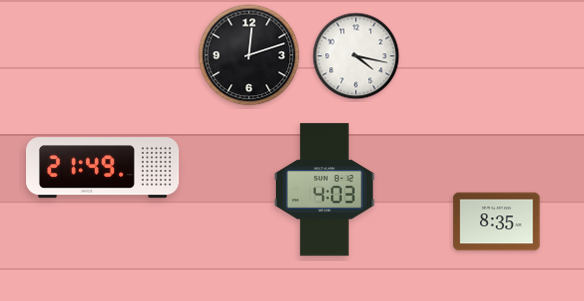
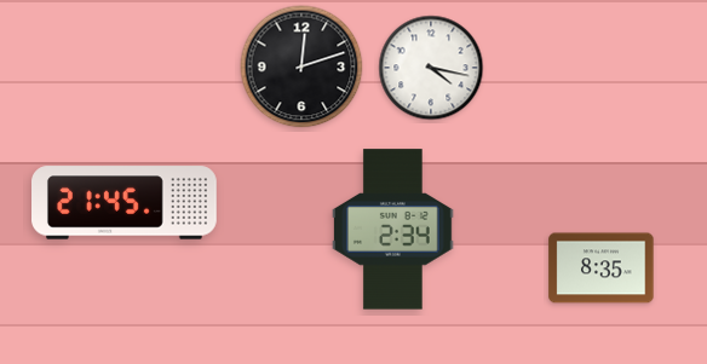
clock at (103, 168): 21:49 -> 21:45
clock at (325, 190): 4:03 -> 2:34
